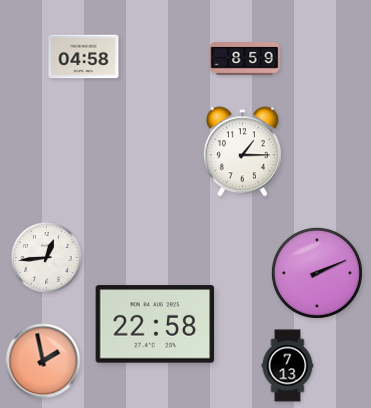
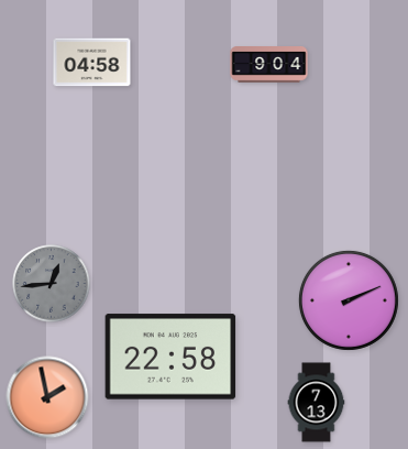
clock at (245, 59): 8:59 -> 9:04
clock at (242, 152): 1:15 -> none
clock at (47, 258) dial: white -> grey
